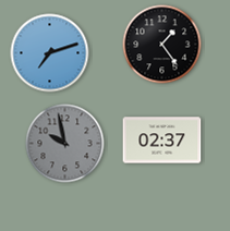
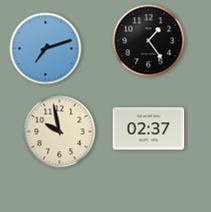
clock at (65, 144) dial: grey -> cream
